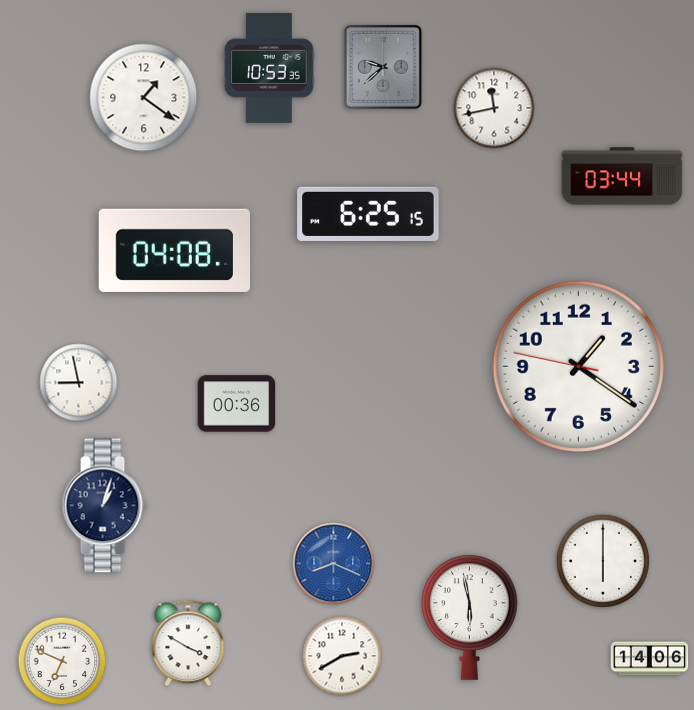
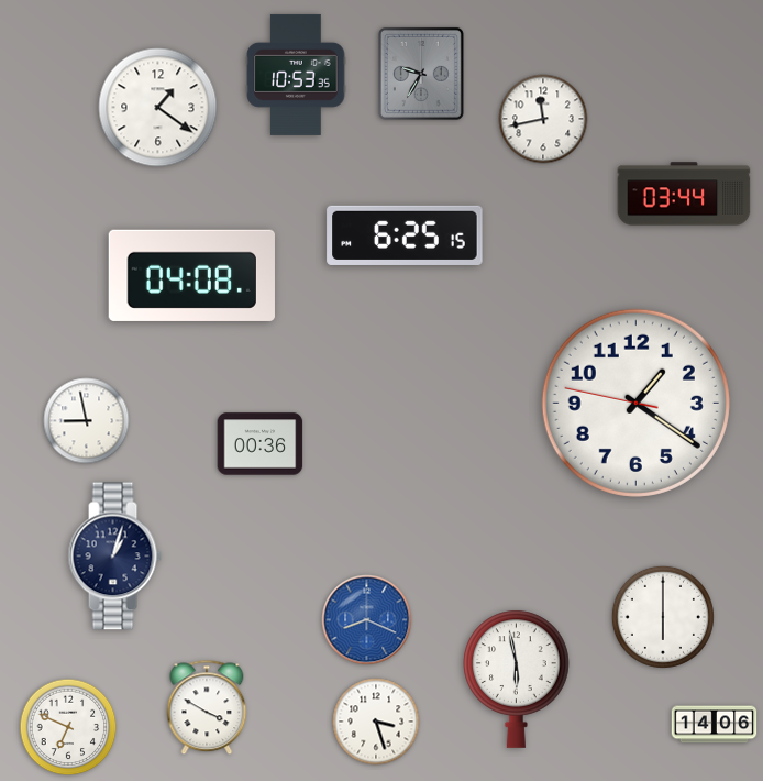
clock at (383, 67): 9:38 -> 9:35
clock at (342, 656): 2:40 -> 3:27
